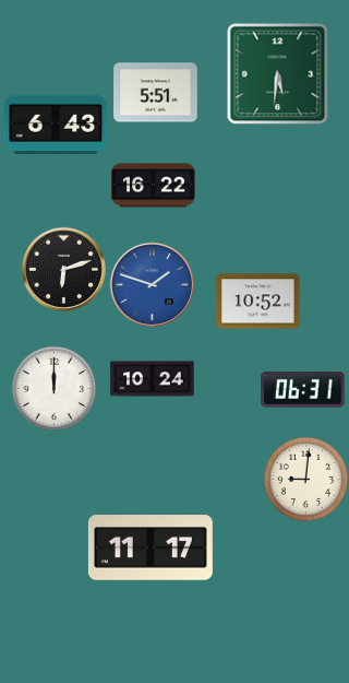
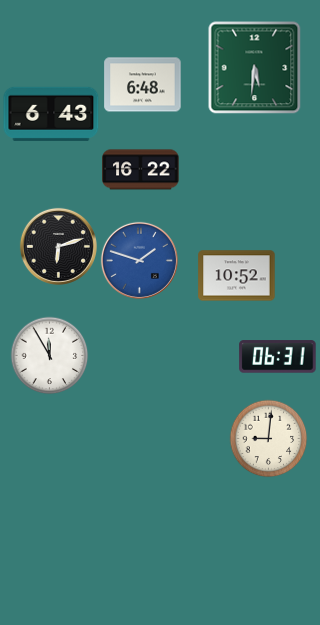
clock at (156, 93): 5:51 -> 6:48
clock at (153, 379): 10:24 -> none
clock at (53, 388): 12:00 -> 11:55
clock at (305, 479) position: (305, 479) -> (268, 438)
clock at (151, 549): 11:17 -> none
